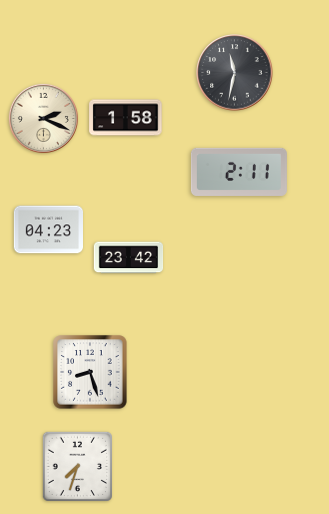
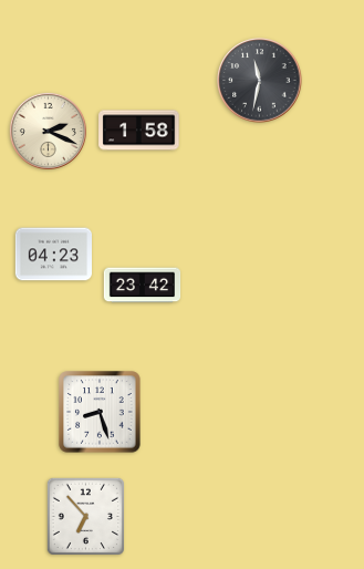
clock at (239, 172): 2:11 -> none
clock at (77, 466): 7:33 -> 6:53
